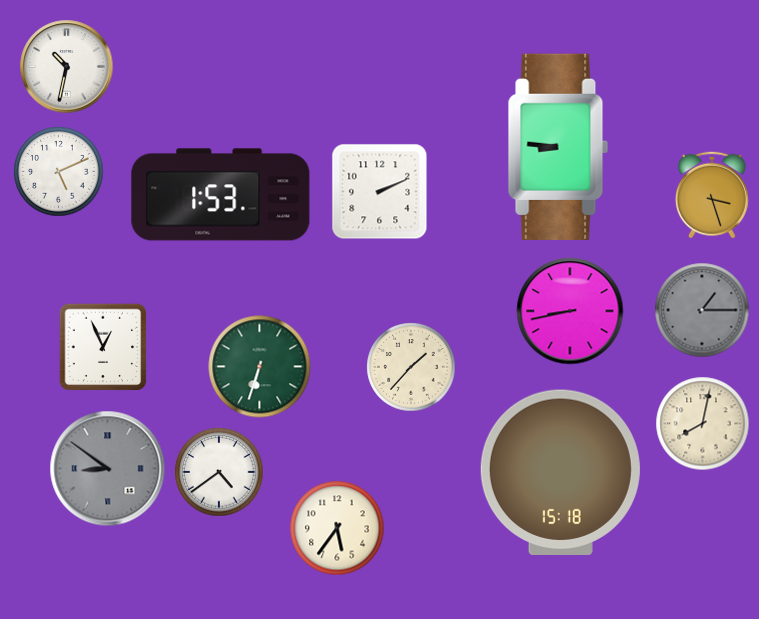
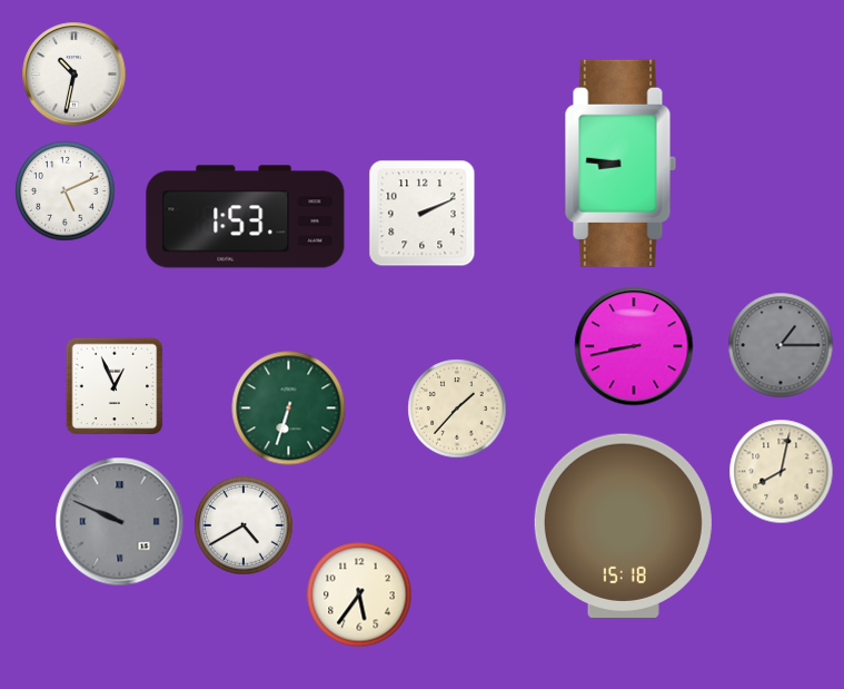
clock at (712, 195): 3:27 -> none
clock at (108, 469): 8:51 -> 9:49
clock at (219, 472): 4:39 -> 4:40
clock at (337, 528) position: (337, 528) -> (359, 594)
